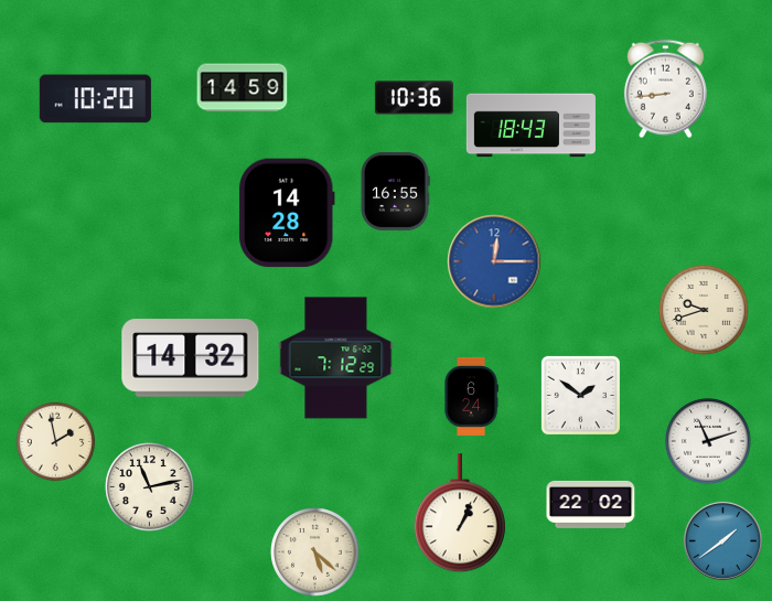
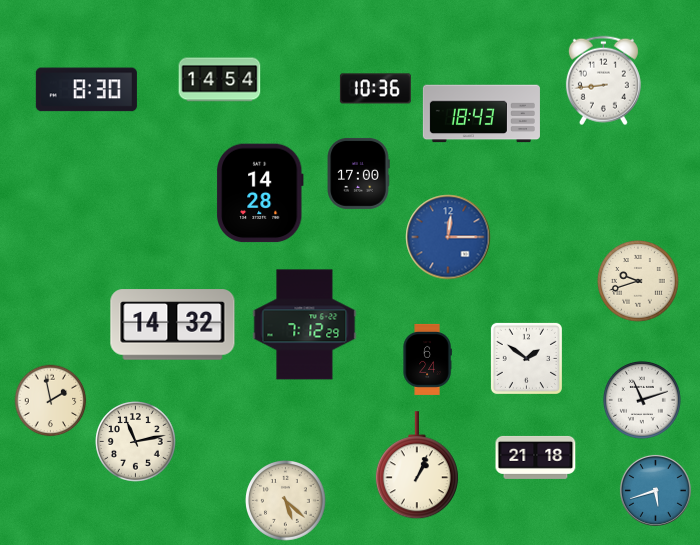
clock at (243, 88): 14:59 -> 14:54
clock at (95, 99): 10:20 -> 8:30
clock at (395, 191): 16:55 -> 17:00
clock at (591, 504): 22:02 -> 21:18
clock at (722, 540): 1:39 -> 5:42
